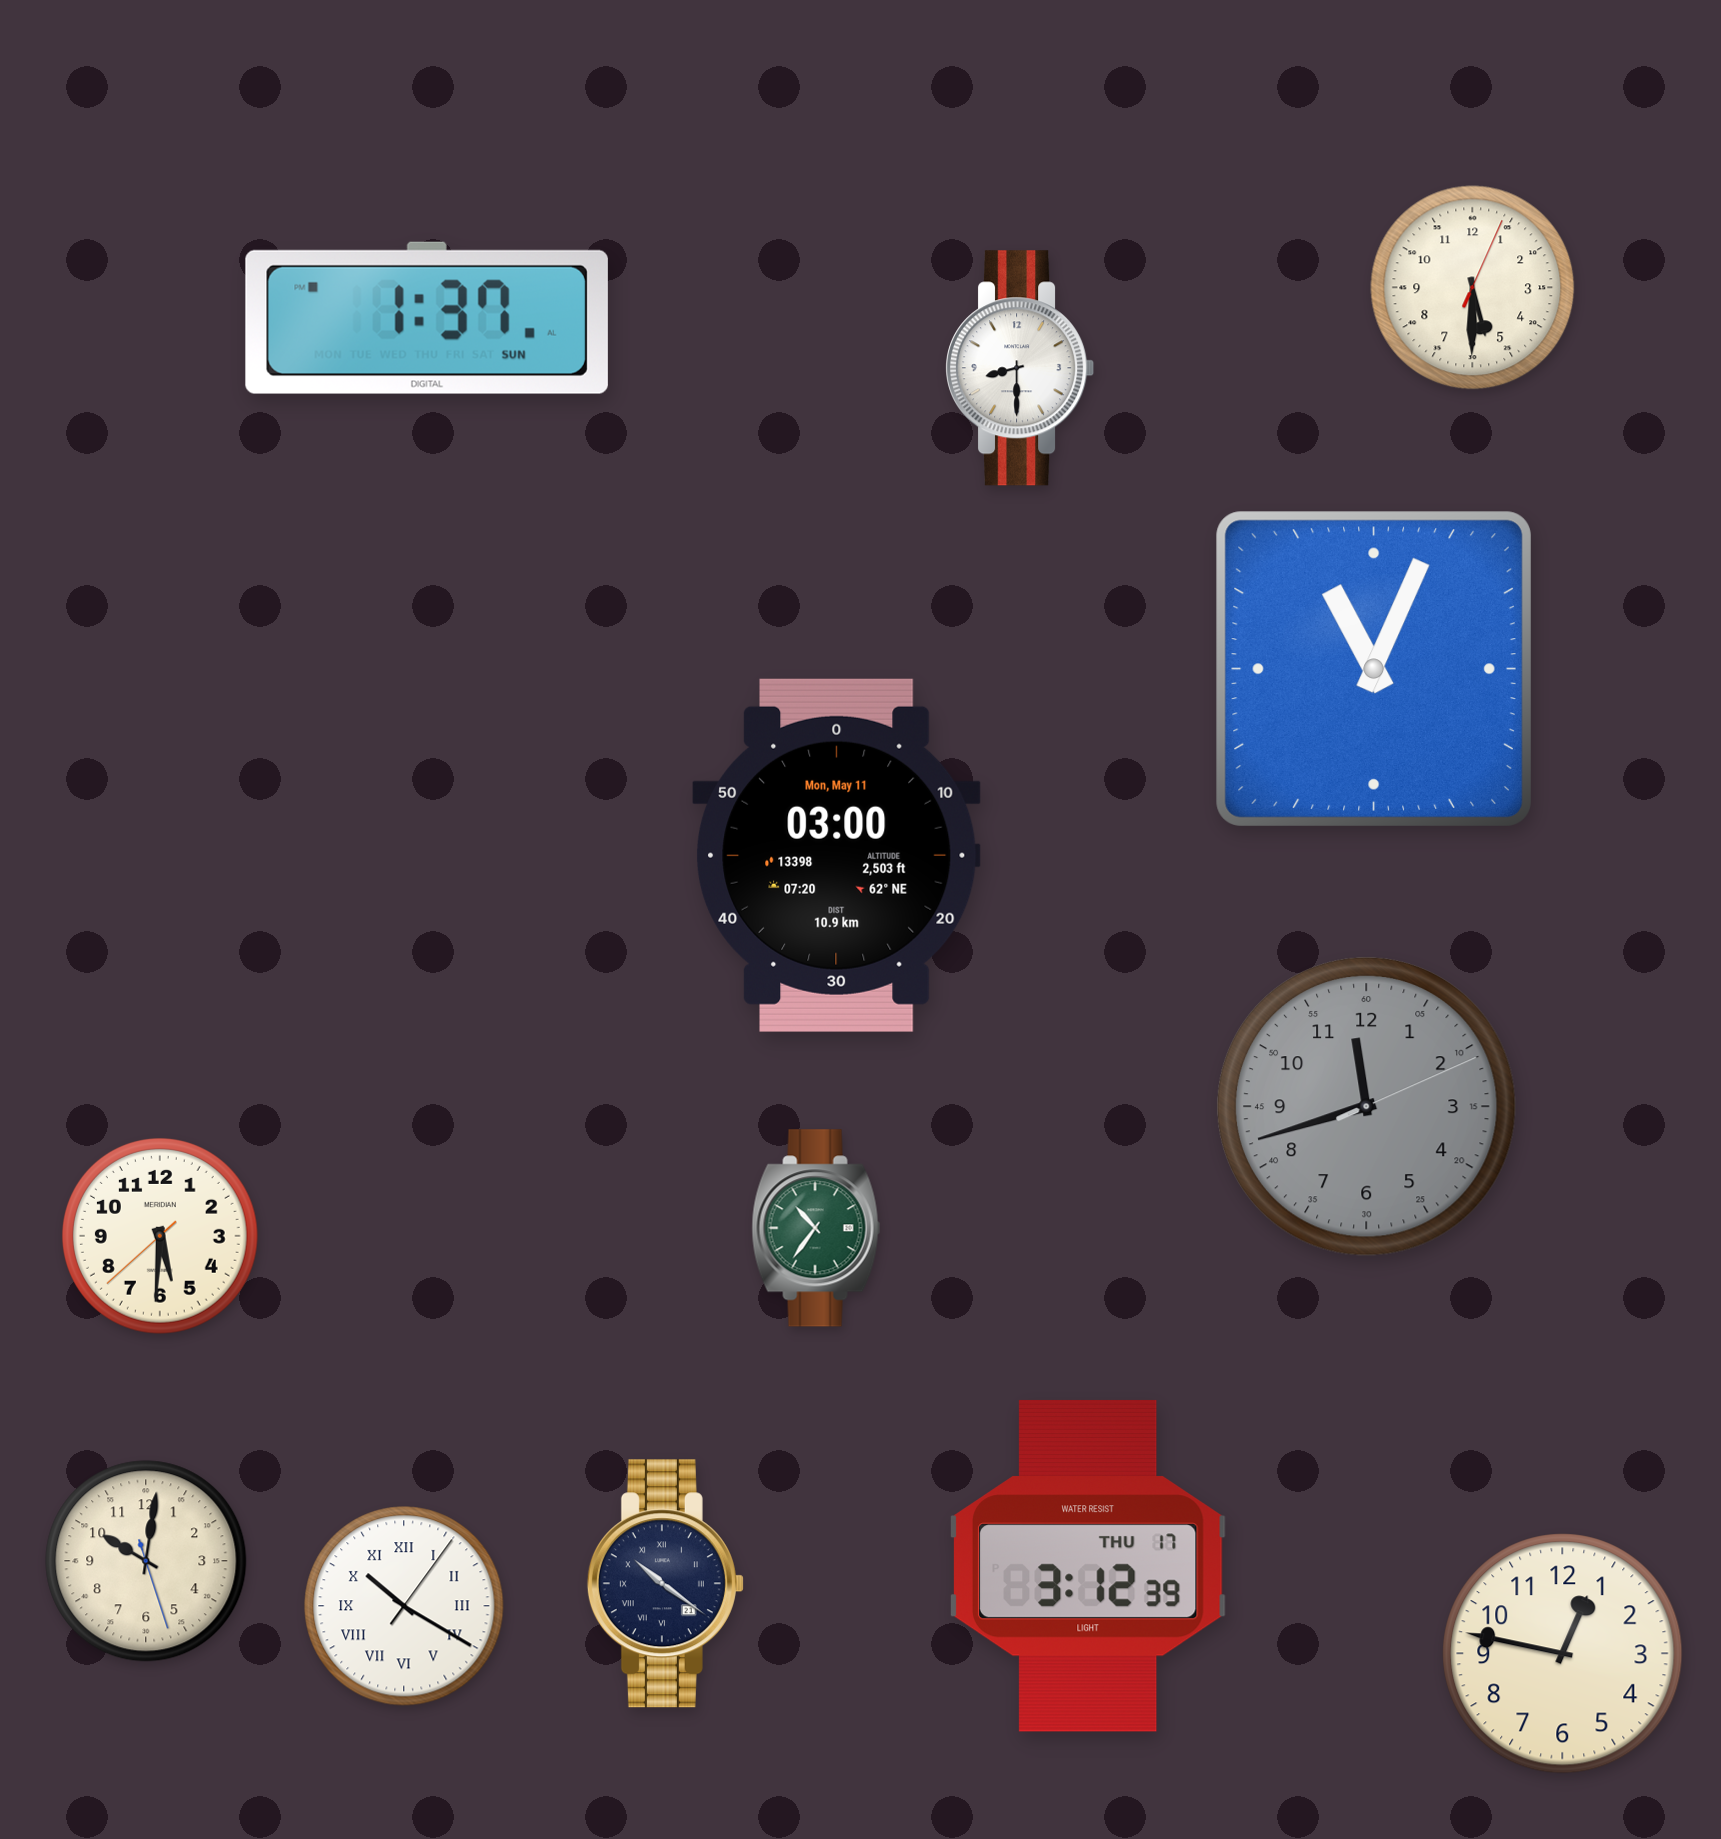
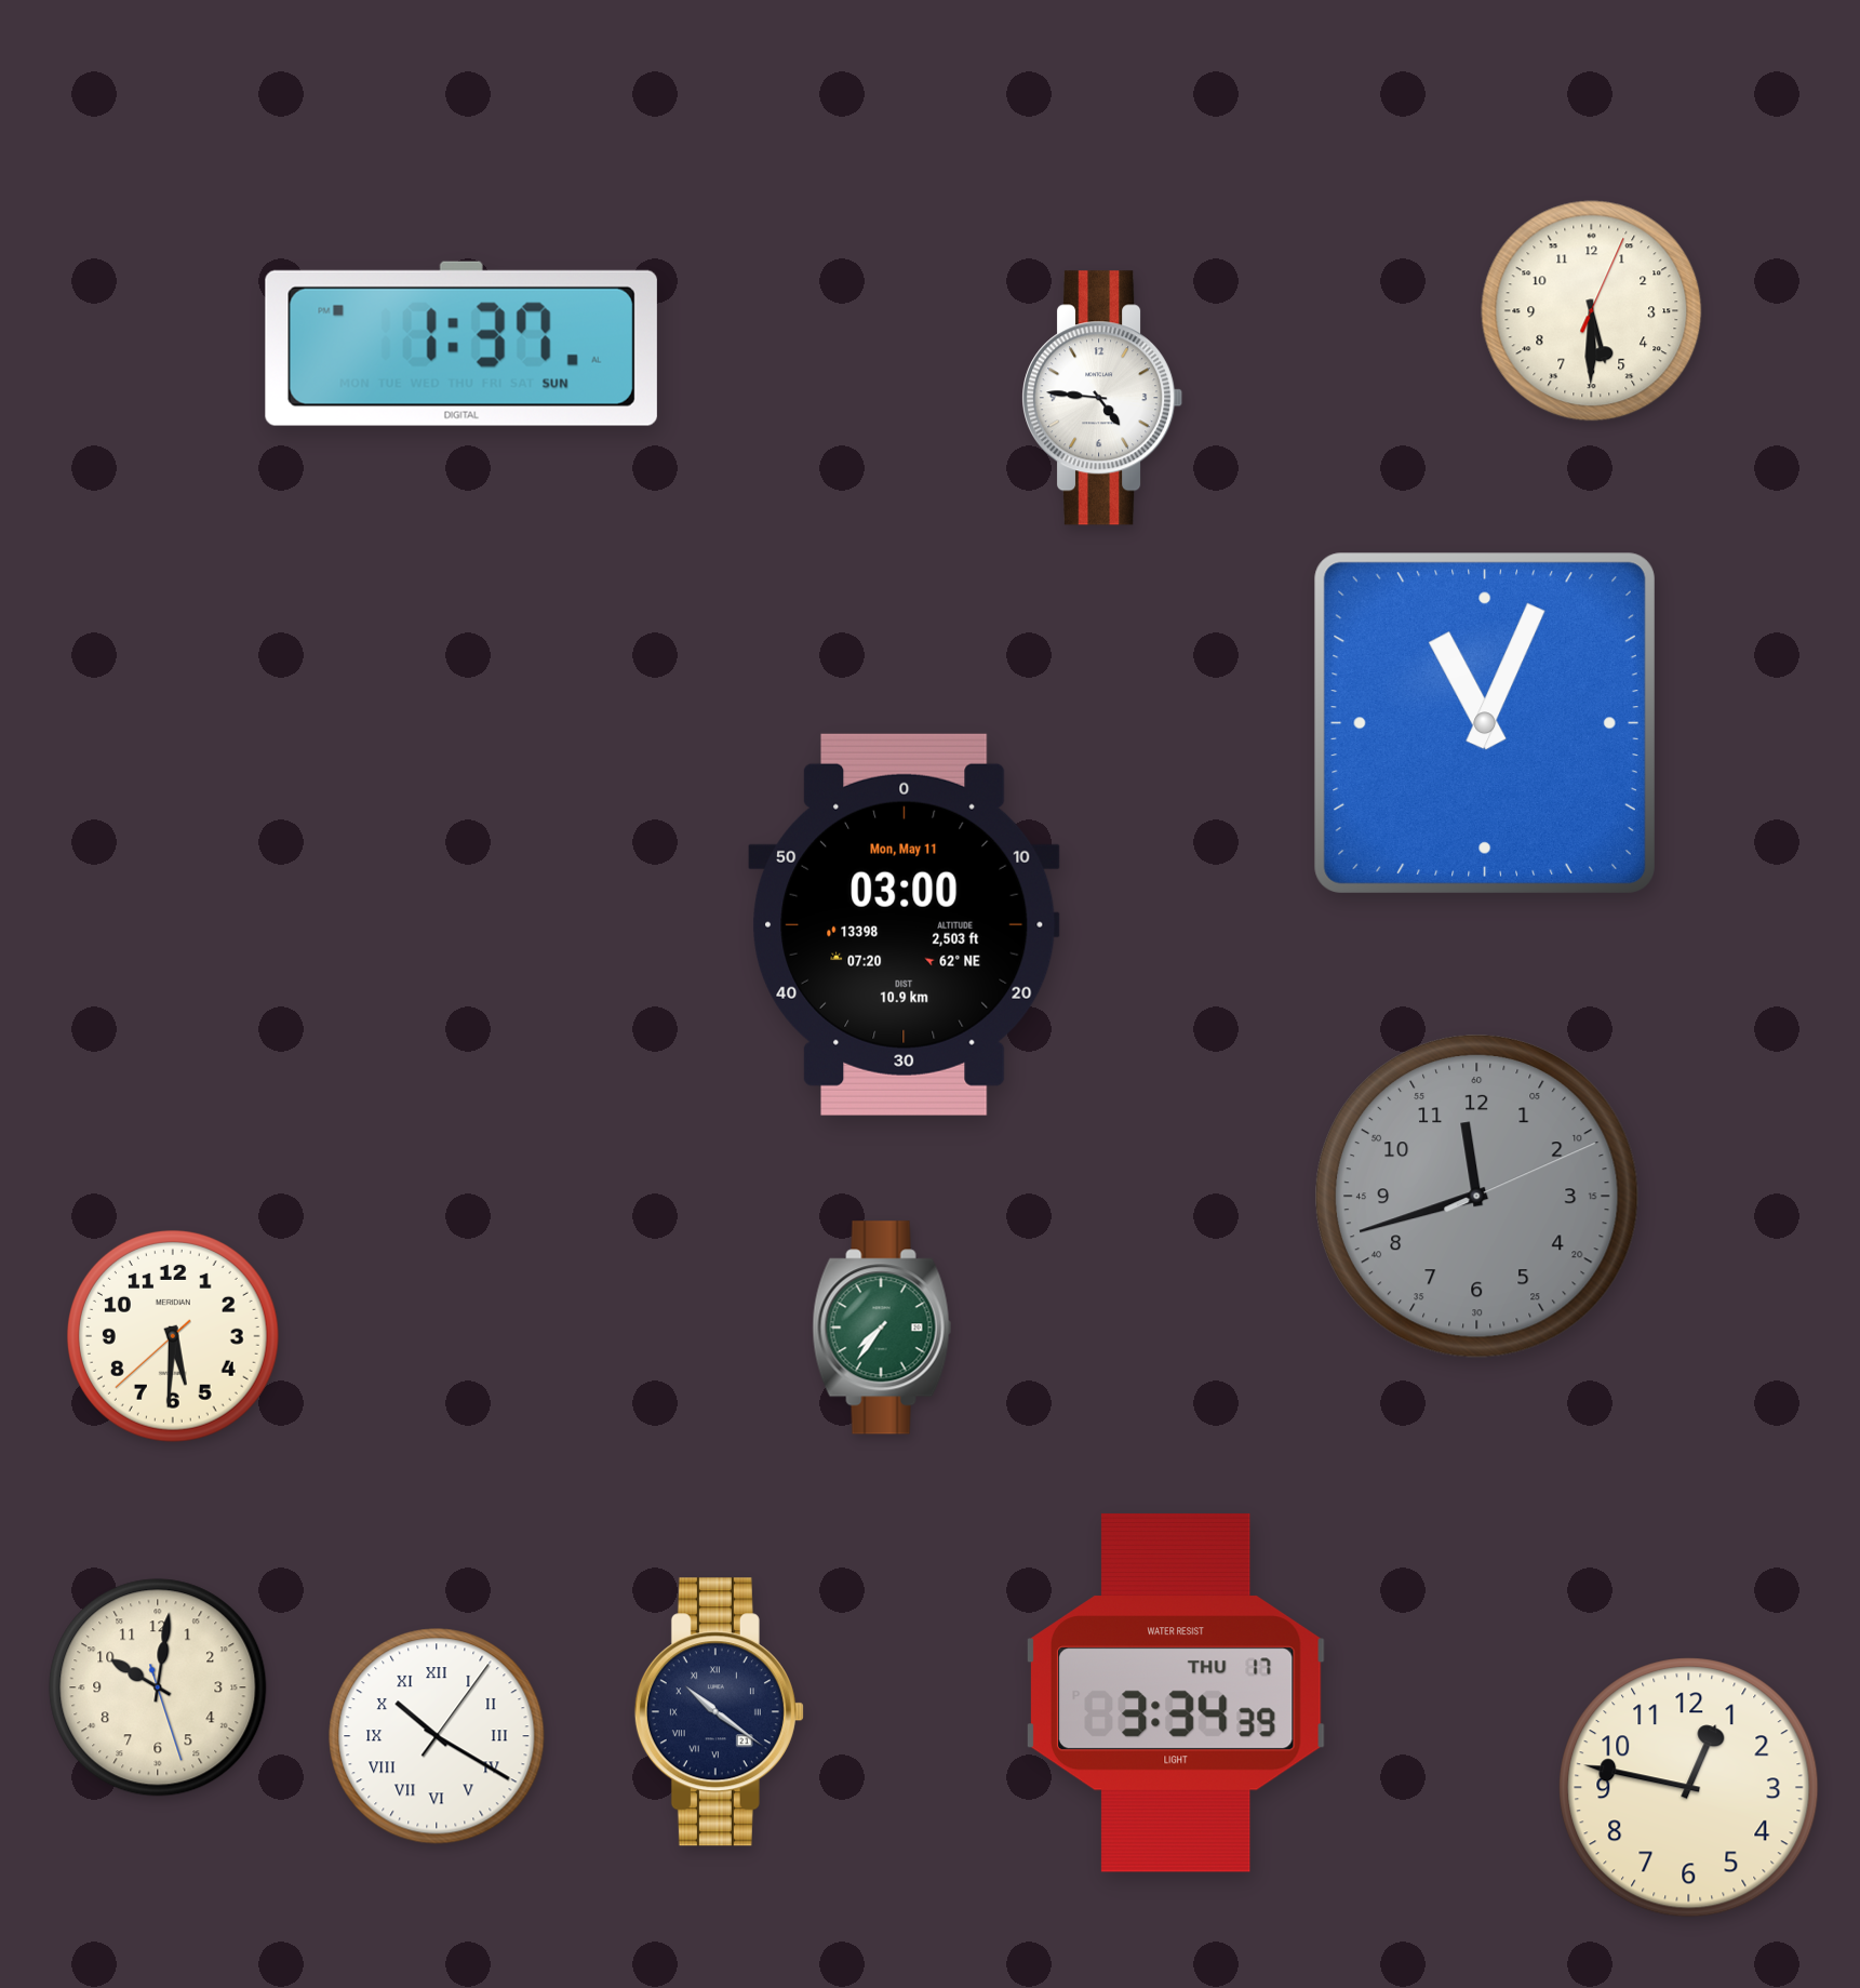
clock at (1020, 368): 8:30 -> 4:46
clock at (816, 1228): 10:36 -> 7:36
clock at (1088, 1566): 3:12 -> 3:34
